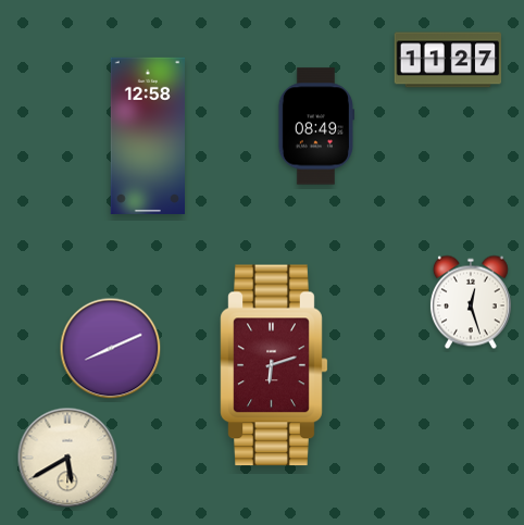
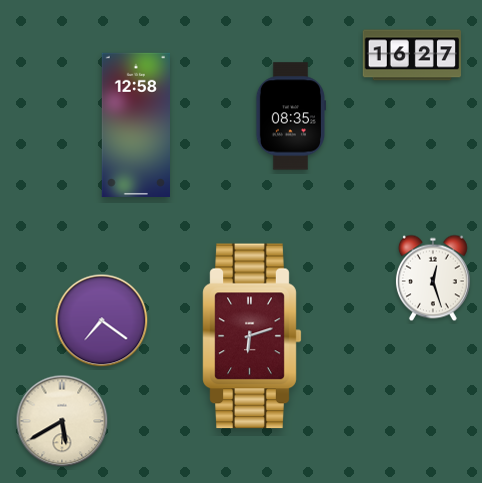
clock at (448, 60): 11:27 -> 16:27
clock at (315, 126): 08:49 -> 08:35
clock at (111, 349): 8:11 -> 7:21
